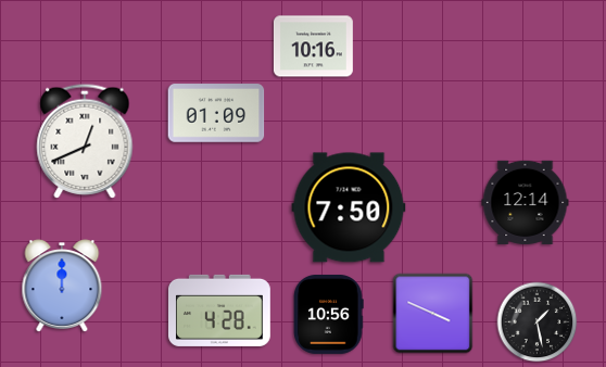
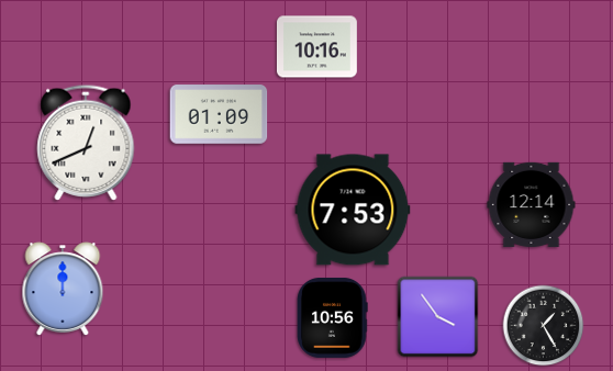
clock at (349, 207): 7:50 -> 7:53
clock at (220, 311): 4:28 -> none
clock at (433, 314): 3:49 -> 3:54
clock at (538, 322): 1:28 -> 1:25
